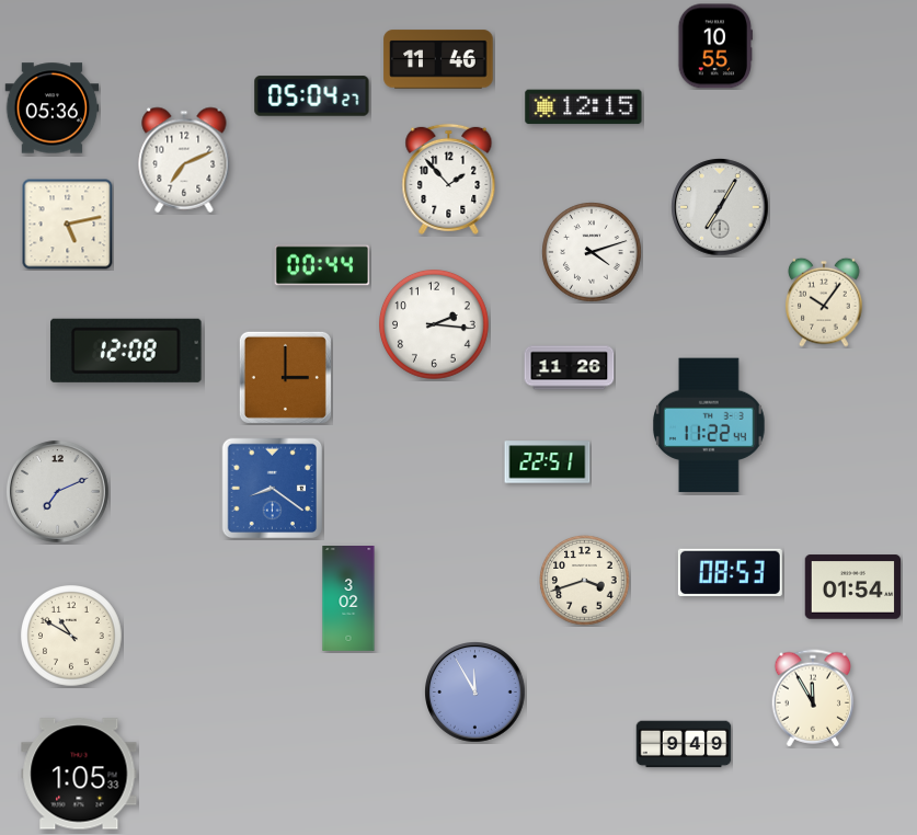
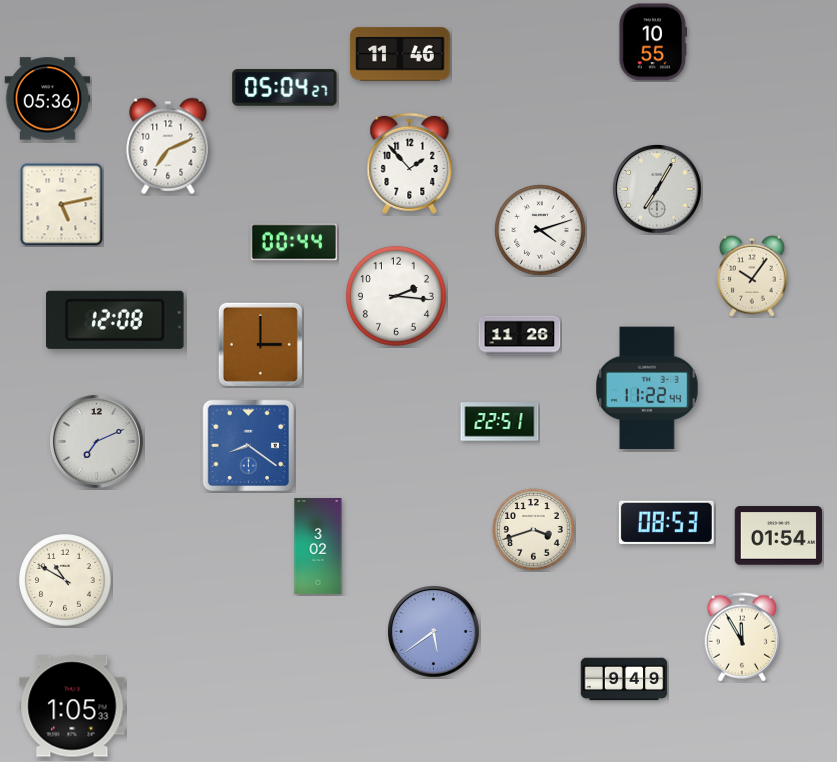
clock at (584, 107): 12:15 -> none
clock at (57, 491) position: (57, 491) -> (96, 441)
clock at (475, 693): 11:55 -> 5:39
